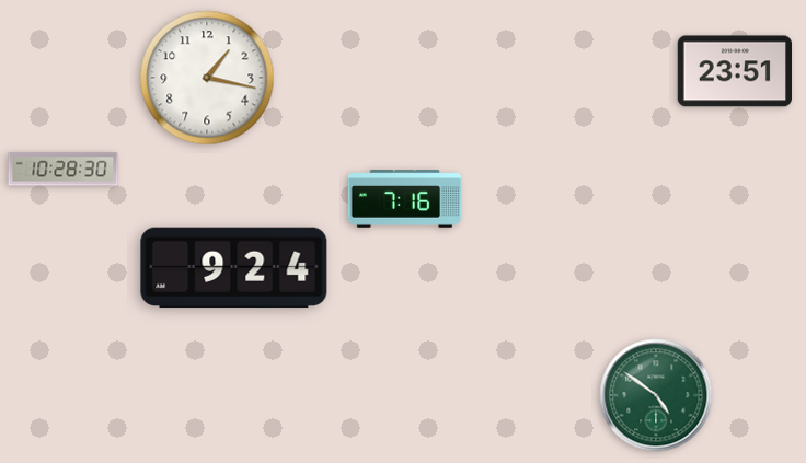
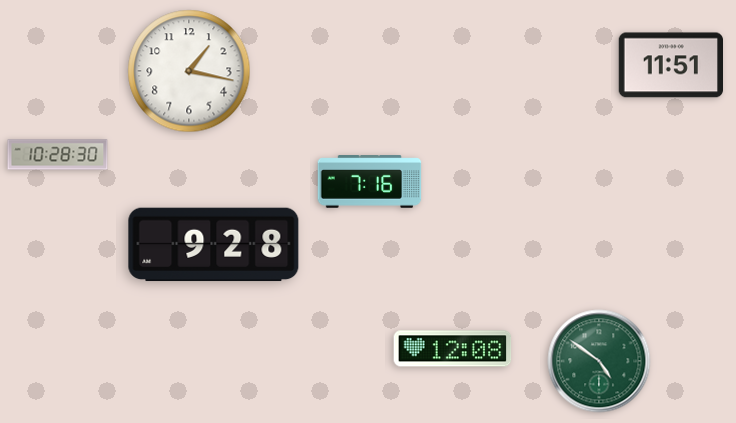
clock at (734, 71): 23:51 -> 11:51
clock at (234, 268): 9:24 -> 9:28
clock at (453, 349): none -> 12:08
